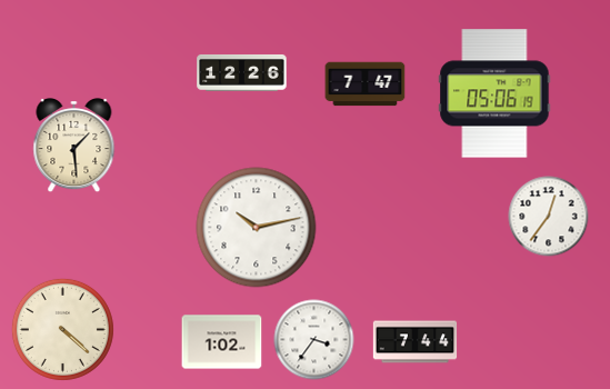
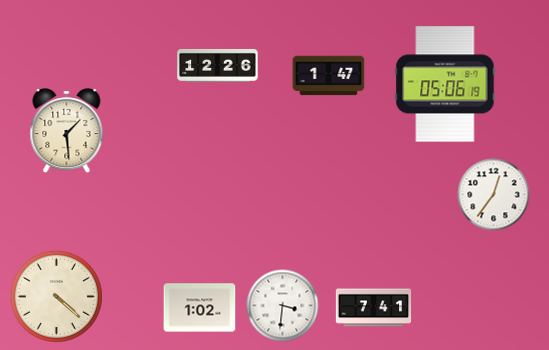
clock at (366, 84): 7:47 -> 1:47
clock at (257, 228): 10:13 -> none
clock at (314, 340): 3:36 -> 3:31
clock at (416, 342): 7:44 -> 7:41
